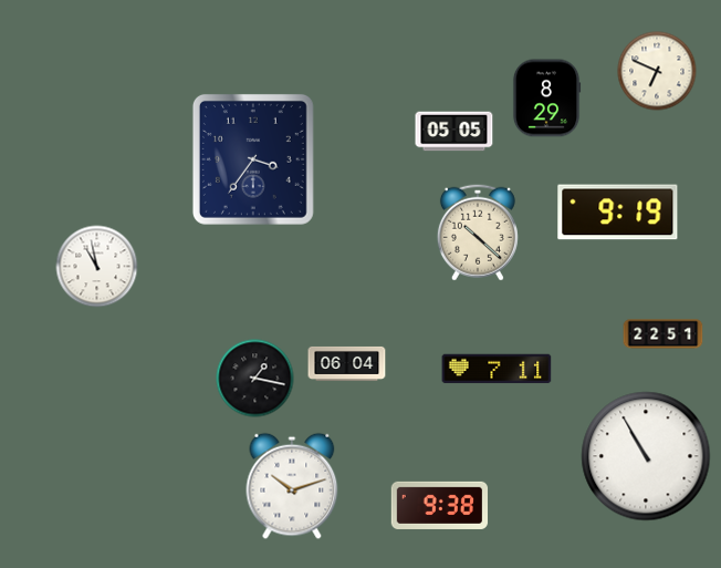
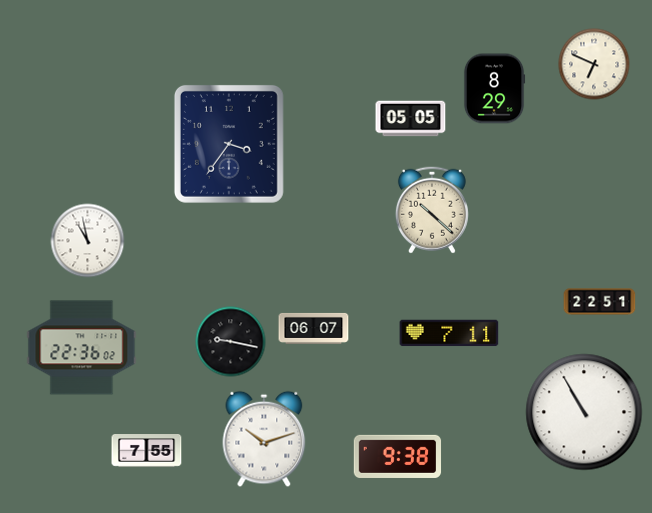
clock at (618, 213): 9:19 -> none
clock at (347, 363): 06:04 -> 06:07
clock at (255, 379): 1:17 -> 9:17
clock at (82, 348): none -> 22:36
clock at (147, 451): none -> 7:55
